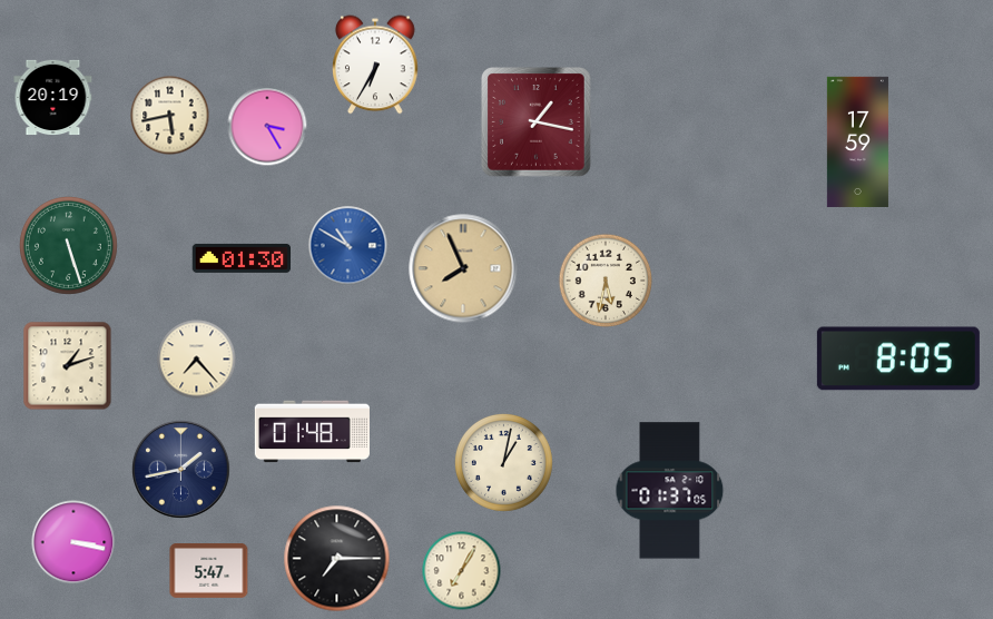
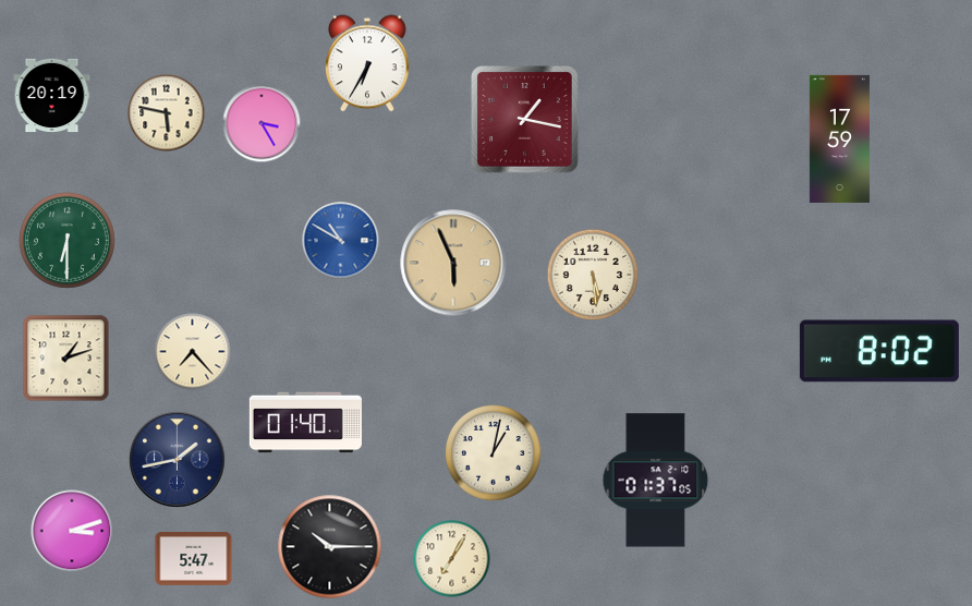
clock at (170, 116): 5:43 -> 5:47
clock at (68, 245): 5:27 -> 6:30
clock at (242, 258): 01:30 -> none
clock at (463, 268): 7:56 -> 5:56
clock at (606, 281): 5:32 -> 5:29
clock at (898, 358): 8:05 -> 8:02
clock at (312, 432): 01:48 -> 01:40
clock at (73, 542): 3:17 -> 3:12
clock at (337, 559): 7:15 -> 10:15
clock at (209, 571) position: (209, 571) -> (194, 559)
